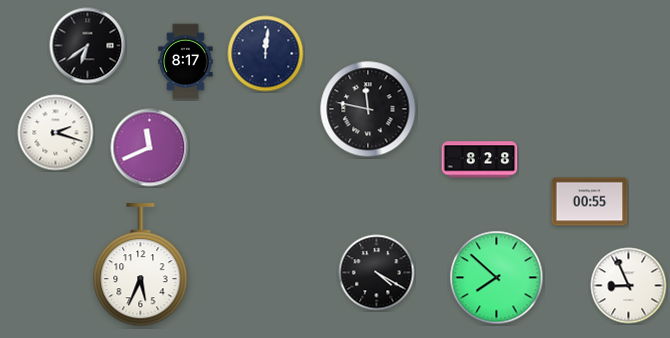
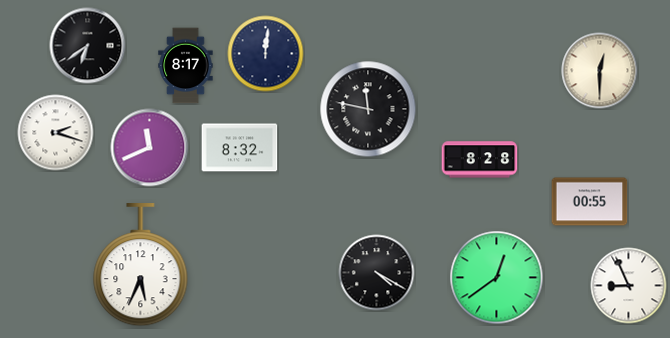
clock at (186, 62) position: (186, 62) -> (186, 66)
clock at (600, 71): none -> 12:30
clock at (240, 148): none -> 8:32
clock at (497, 278): 7:52 -> 12:39
